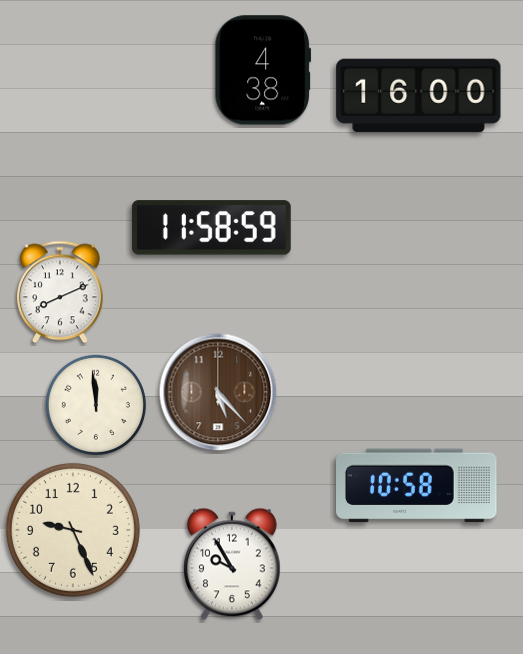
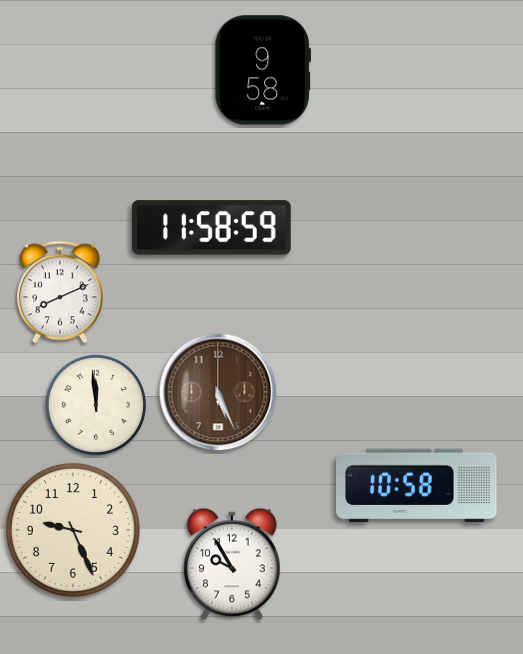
clock at (263, 70): 4:38 -> 9:58
clock at (419, 95): 16:00 -> none
clock at (218, 392): 5:23 -> 5:26
